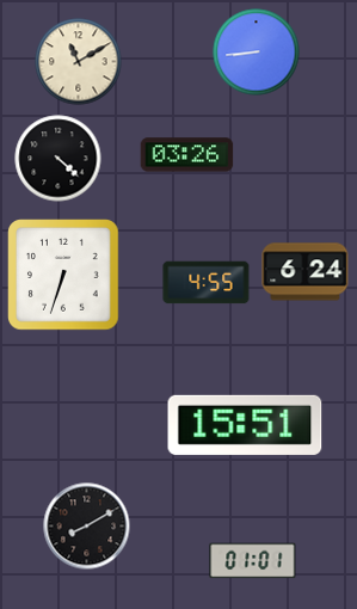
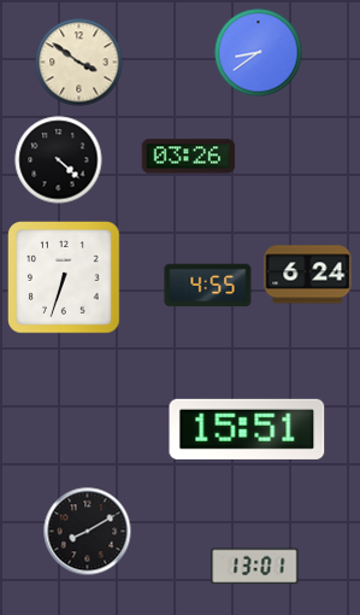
clock at (257, 53): 8:44 -> 8:39
clock at (79, 62): 11:10 -> 3:51
clock at (253, 561): 01:01 -> 13:01
